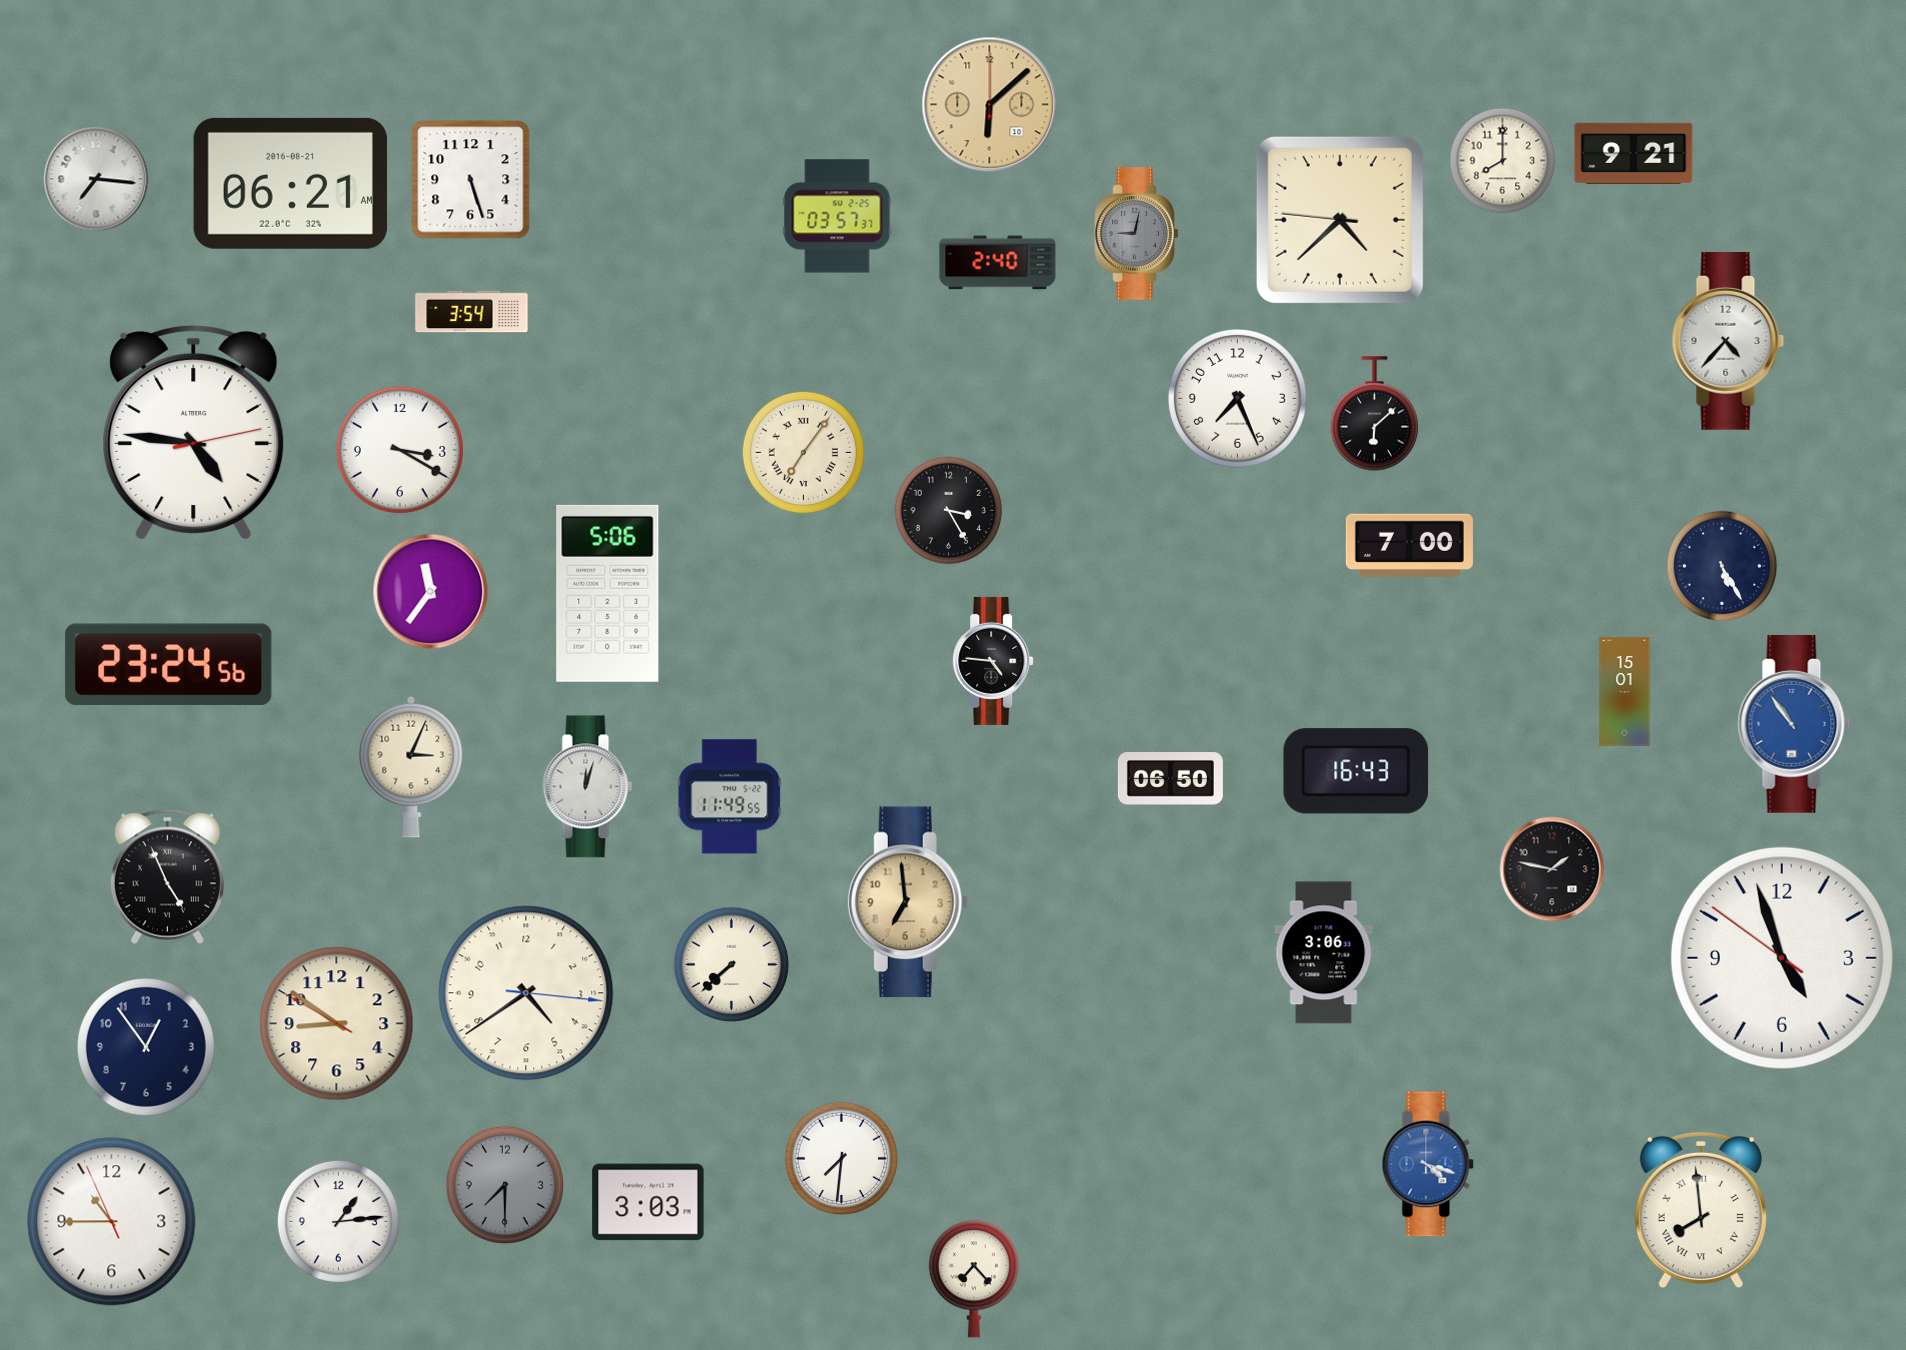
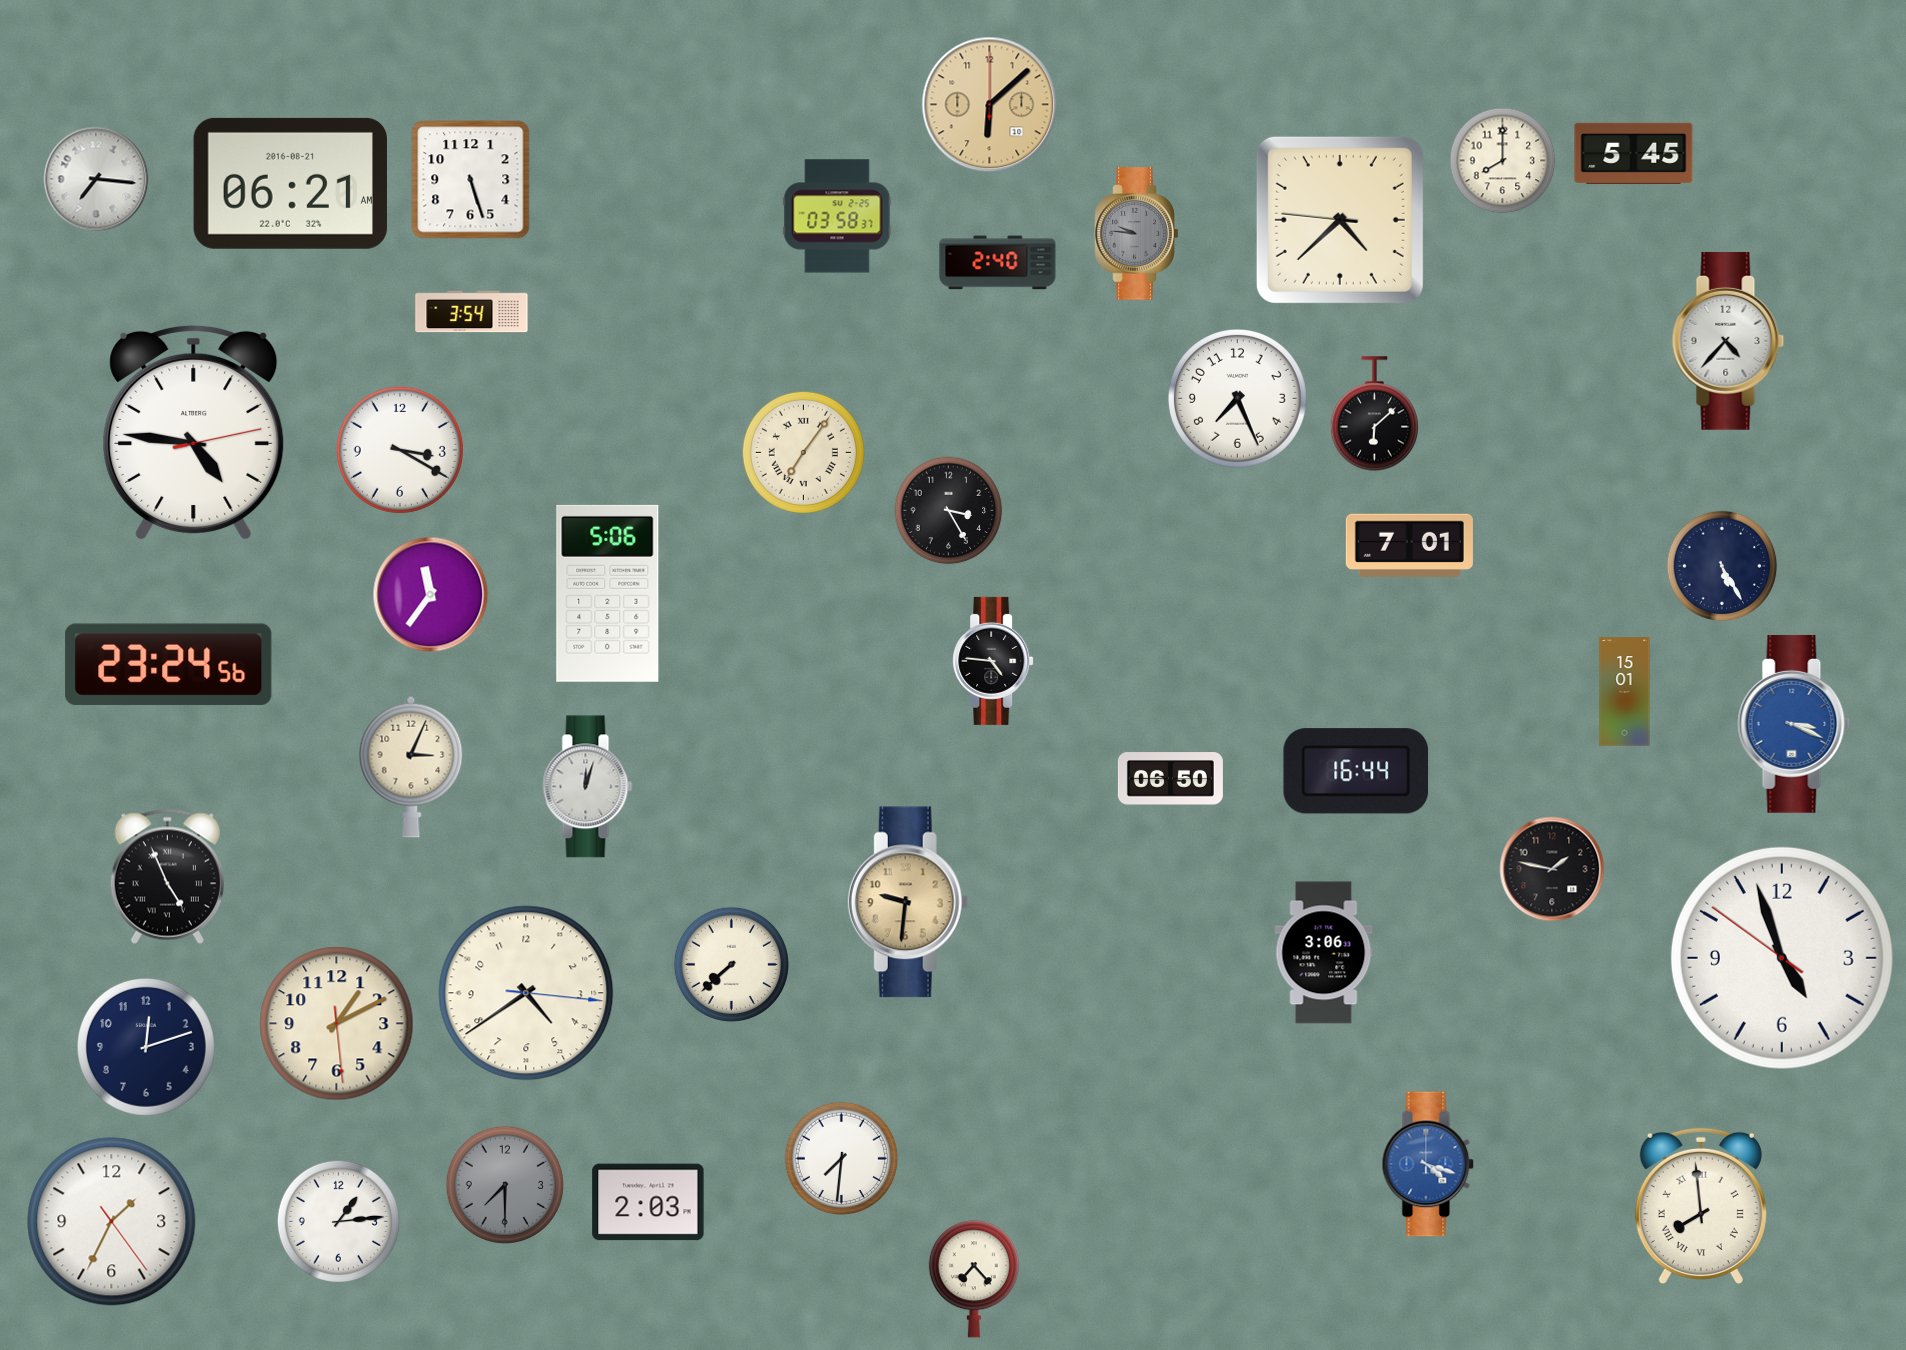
clock at (1634, 153): 9:21 -> 5:45
clock at (837, 216): 03:57 -> 03:58
clock at (1137, 234): 9:02 -> 9:46
clock at (1409, 545): 7:00 -> 7:01
clock at (431, 592) position: (431, 592) -> (431, 595)
clock at (1794, 724): 10:54 -> 3:19
clock at (1356, 771): 16:43 -> 16:44
clock at (729, 797): 11:49 -> none
clock at (908, 902): 6:59 -> 9:31
clock at (337, 1024): 8:50 -> 1:10
clock at (146, 1047): 12:54 -> 12:12
clock at (648, 1202): 3:03 -> 2:03
clock at (1701, 1210) position: (1701, 1210) -> (1701, 1206)
clock at (112, 1222): 10:44 -> 1:34
